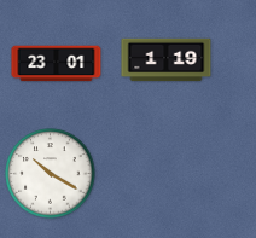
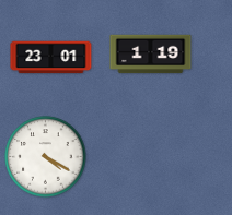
clock at (51, 174): 10:20 -> 4:20
